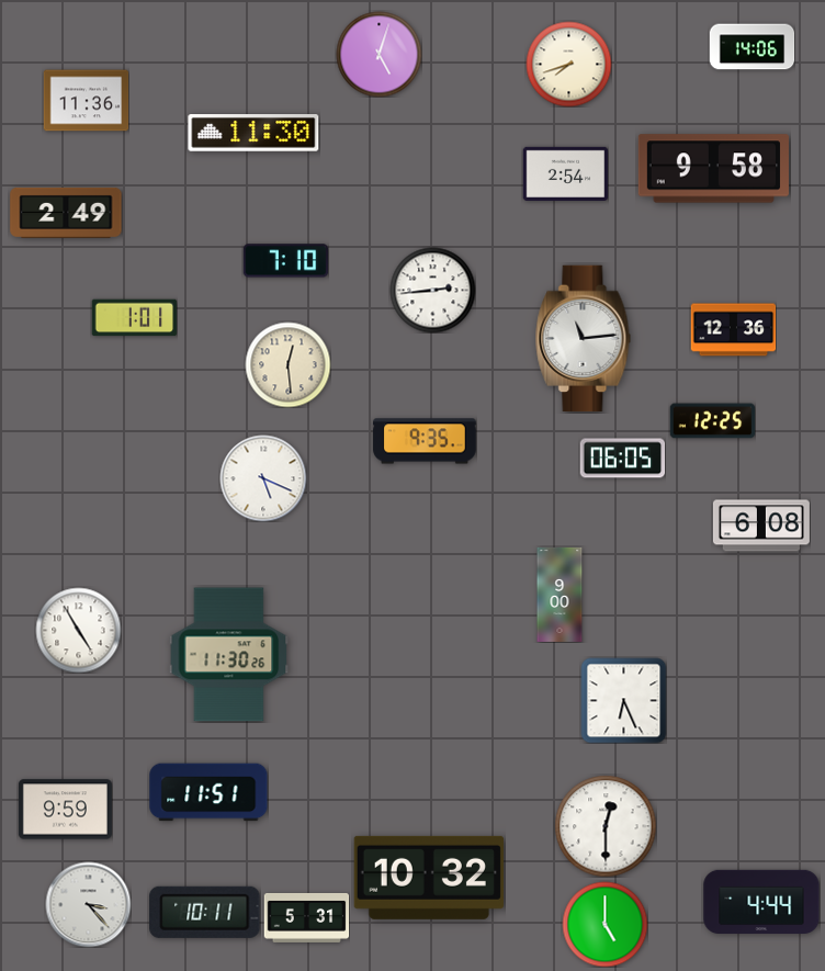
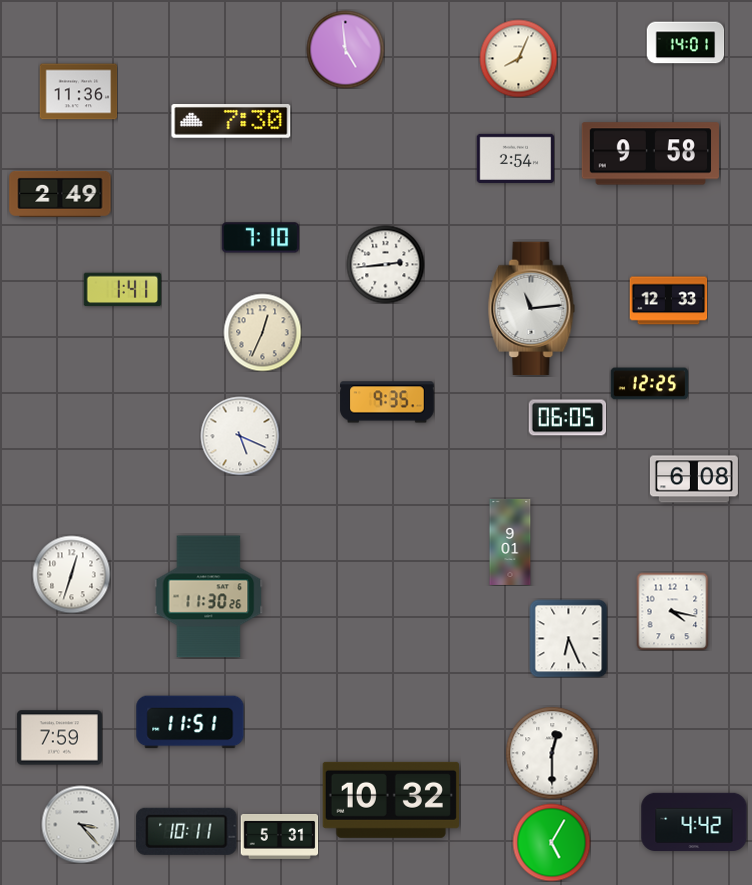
clock at (751, 47): 14:06 -> 14:01
clock at (378, 54): 5:03 -> 4:59
clock at (568, 64): 7:42 -> 8:04
clock at (253, 134): 11:30 -> 7:30
clock at (432, 290) position: (432, 290) -> (385, 264)
clock at (134, 318): 1:01 -> 1:41
clock at (733, 330): 12:36 -> 12:33
clock at (287, 364): 12:29 -> 12:34
clock at (560, 595): 9:00 -> 9:01
clock at (78, 630): 4:55 -> 12:33
clock at (673, 611): none -> 4:17
clock at (65, 810): 9:59 -> 7:59
clock at (761, 901): 4:44 -> 4:42
clock at (604, 924): 5:00 -> 5:05
